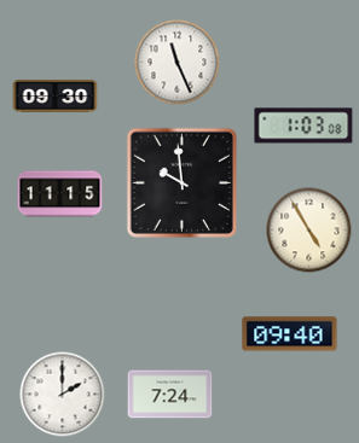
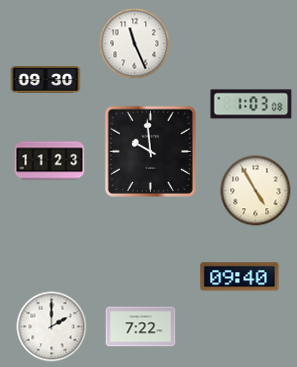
clock at (178, 63) position: (178, 63) -> (135, 44)
clock at (60, 194): 11:15 -> 11:23
clock at (170, 395): 7:24 -> 7:22
